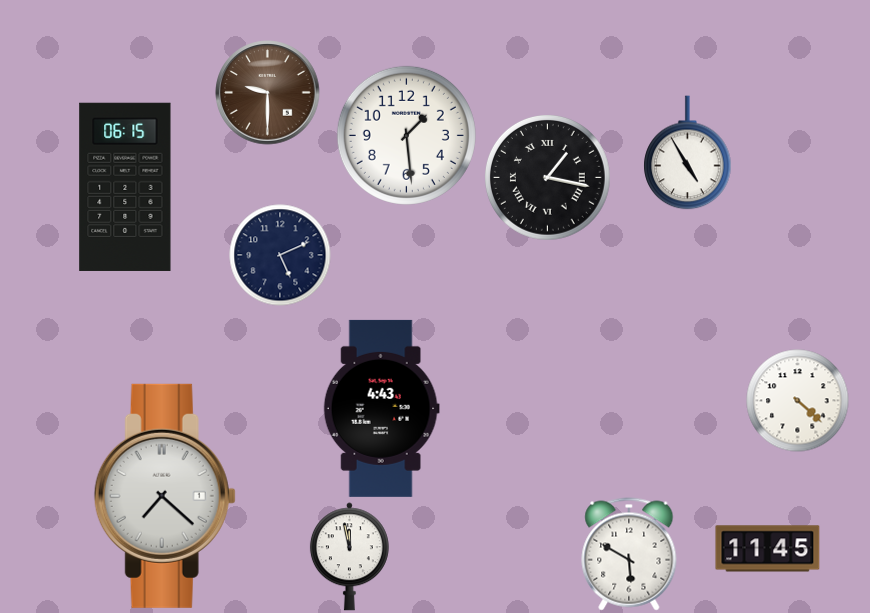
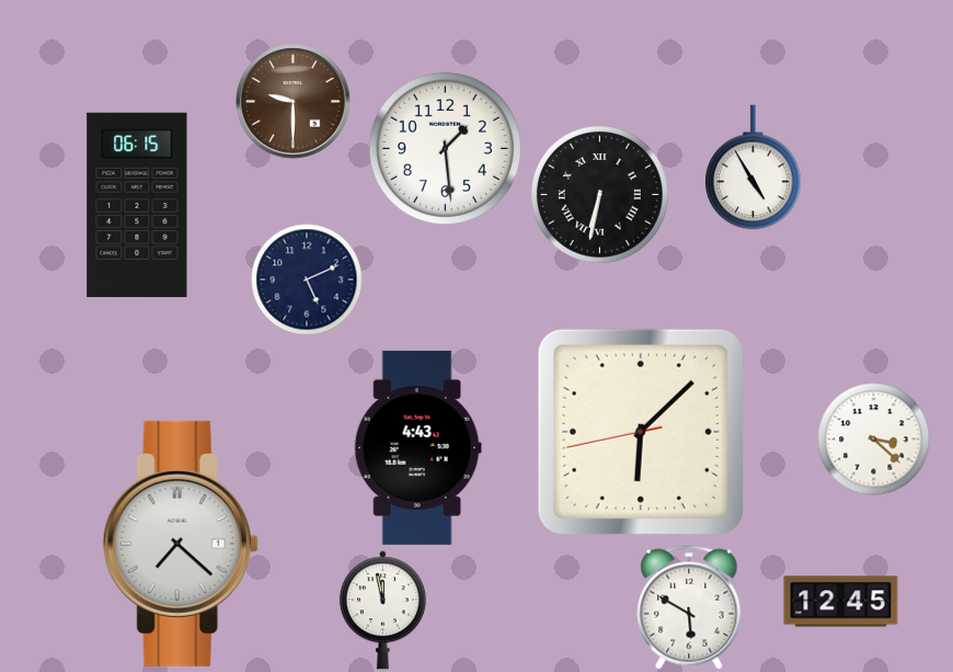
clock at (547, 177): 1:17 -> 6:32
clock at (641, 432): none -> 6:07
clock at (798, 401): 4:22 -> 3:22
clock at (768, 549): 11:45 -> 12:45
